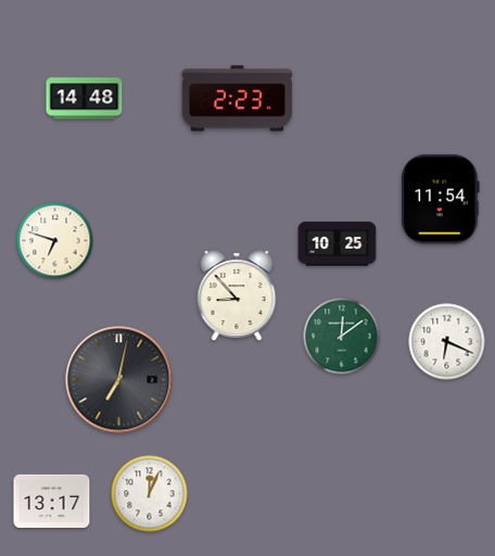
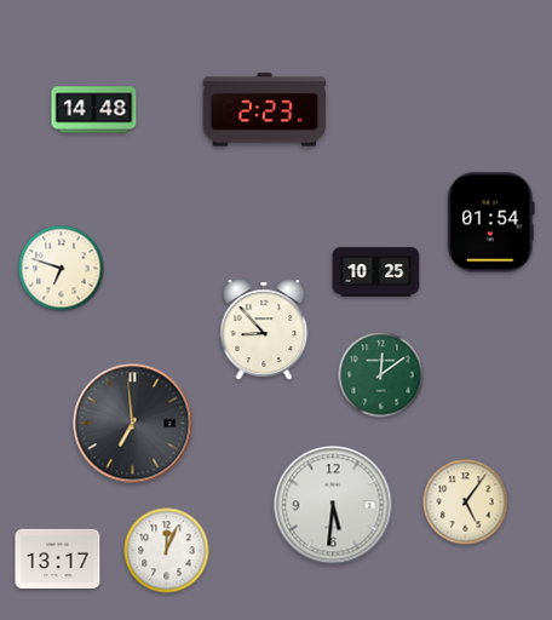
clock at (441, 200): 11:54 -> 01:54
clock at (447, 342): 6:19 -> none
clock at (119, 380): 7:02 -> 6:59
clock at (466, 503): none -> 5:06
clock at (333, 505): none -> 5:31
